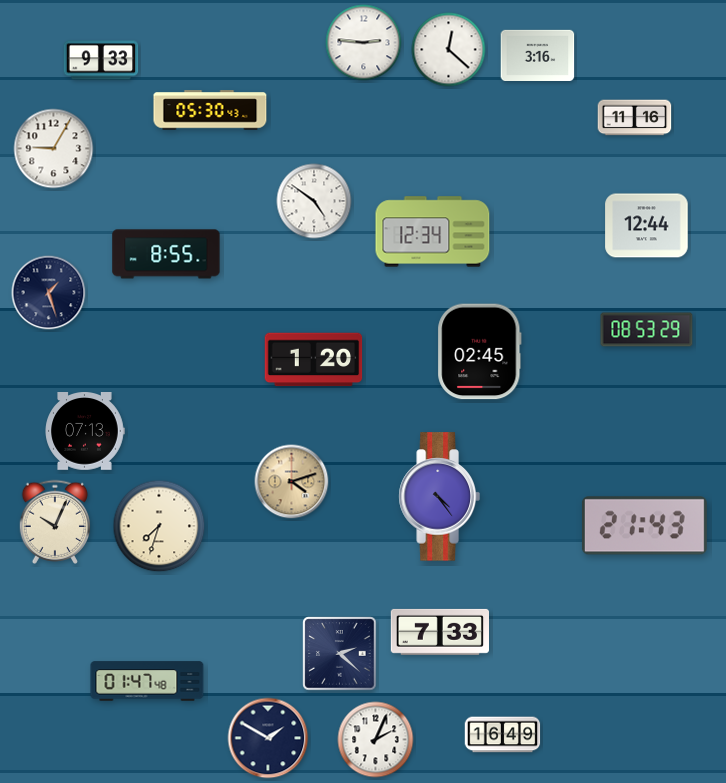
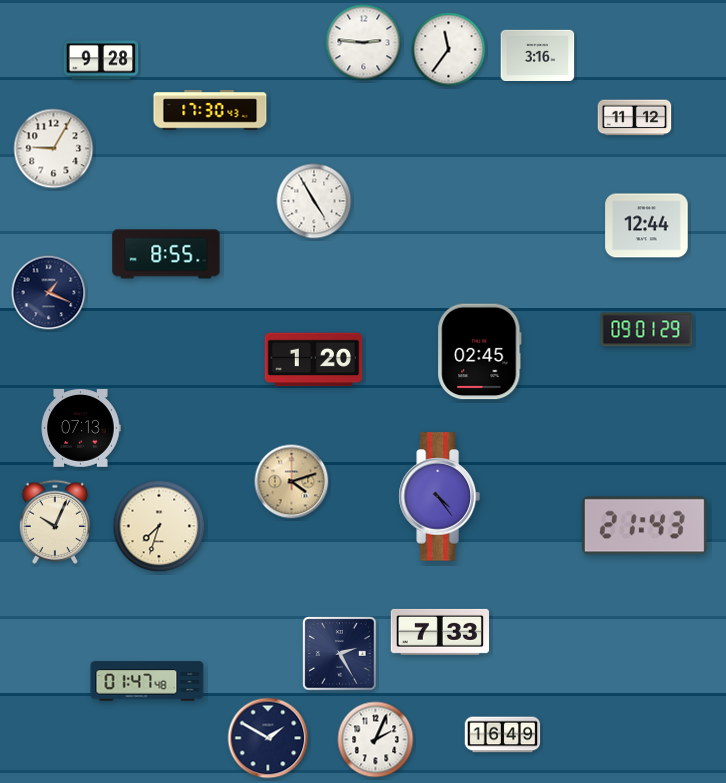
clock at (449, 50): 12:22 -> 11:36
clock at (101, 60): 9:33 -> 9:28
clock at (210, 110): 05:30 -> 17:30
clock at (635, 118): 11:16 -> 11:12
clock at (314, 201): 4:51 -> 4:55
clock at (433, 232): 12:34 -> none
clock at (49, 293): 1:27 -> 1:19
clock at (647, 330): 08:53 -> 09:01
clock at (85, 432) position: (85, 432) -> (81, 429)
clock at (340, 654): 2:22 -> 2:25
